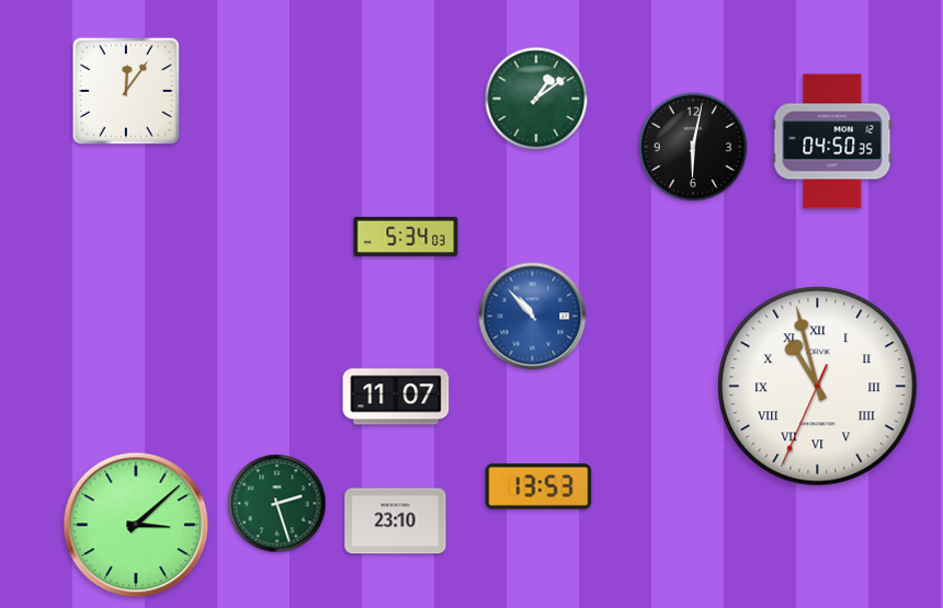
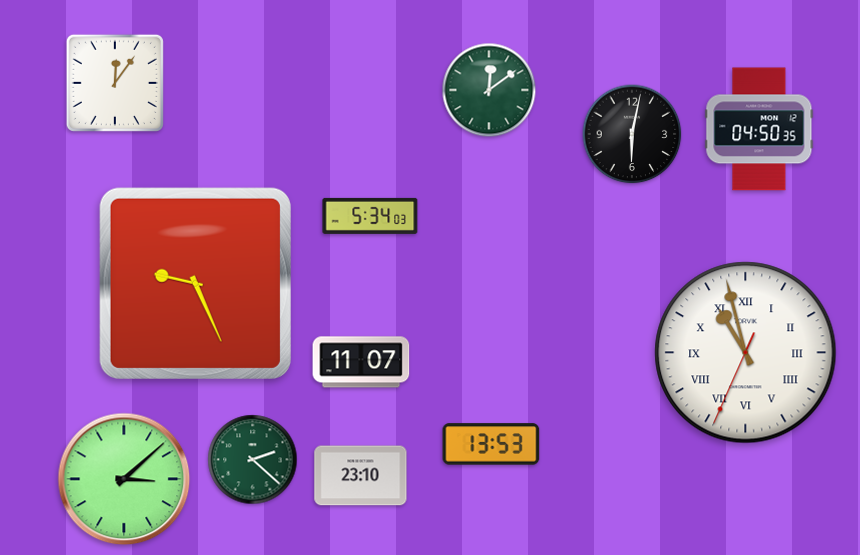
clock at (536, 99): 1:09 -> 12:09
clock at (195, 283): none -> 9:26
clock at (533, 317): 10:53 -> none
clock at (277, 504): 2:27 -> 2:22
